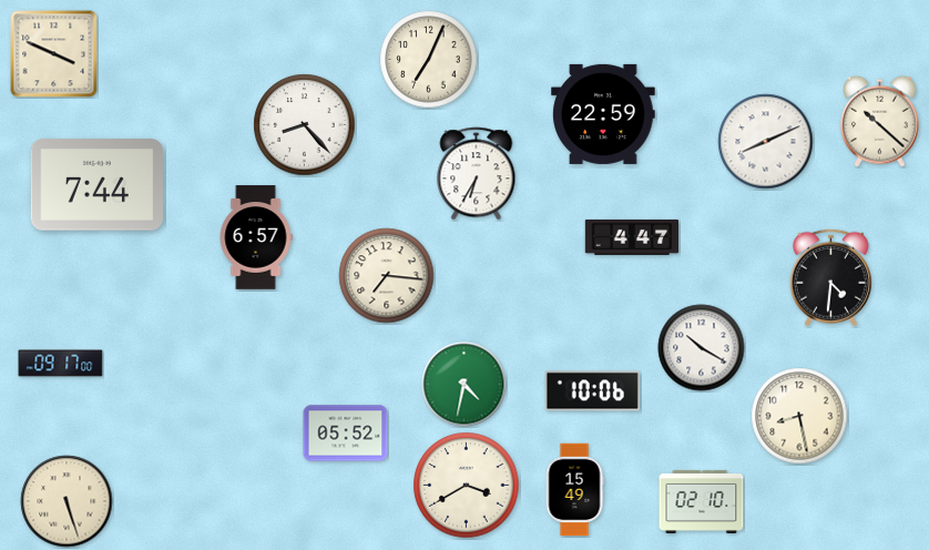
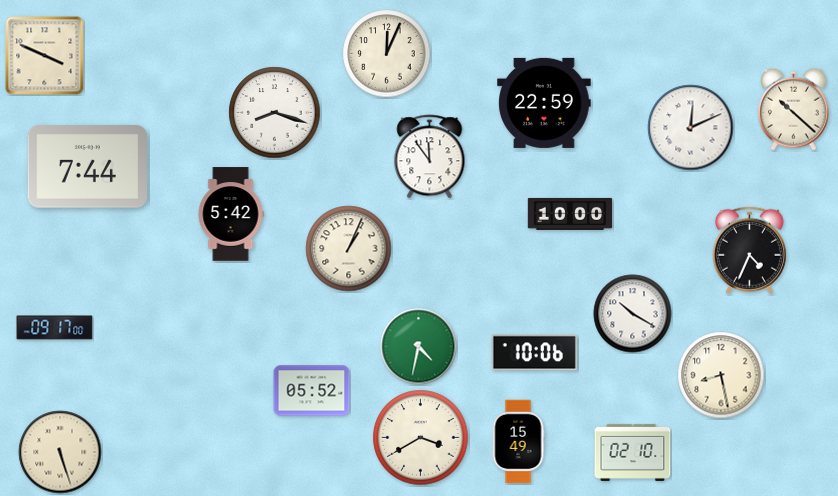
clock at (54, 54) position: (54, 54) -> (45, 56)
clock at (429, 60): 7:04 -> 12:04
clock at (305, 125): 8:23 -> 8:18
clock at (766, 142): 8:11 -> 12:11
clock at (477, 174): 6:35 -> 11:54
clock at (256, 237): 6:57 -> 5:42
clock at (632, 237): 4:47 -> 10:00
clock at (387, 276): 7:16 -> 1:04
clock at (830, 278): 4:31 -> 4:34
